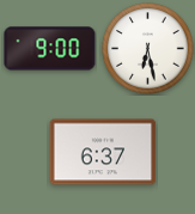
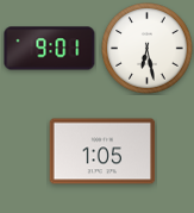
clock at (50, 49): 9:00 -> 9:01
clock at (103, 152): 6:37 -> 1:05
